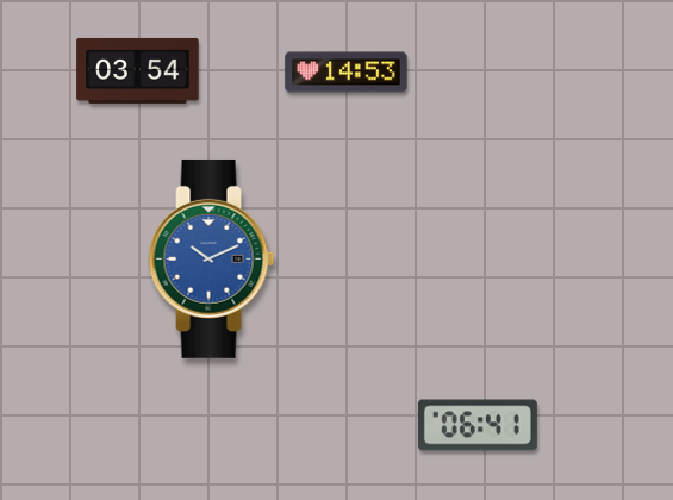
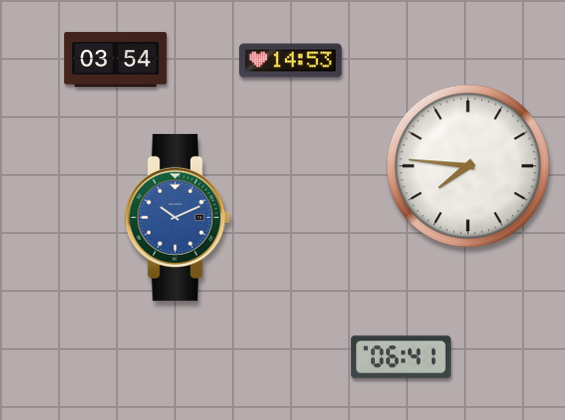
clock at (468, 166): none -> 7:46
